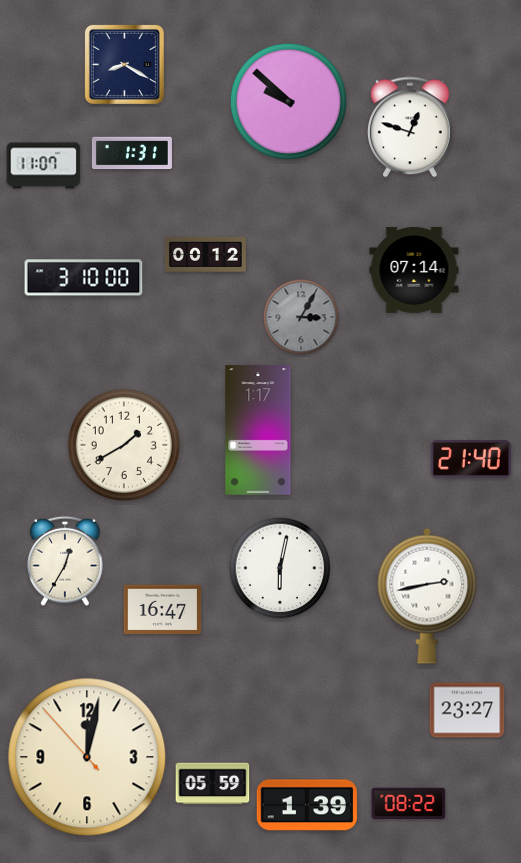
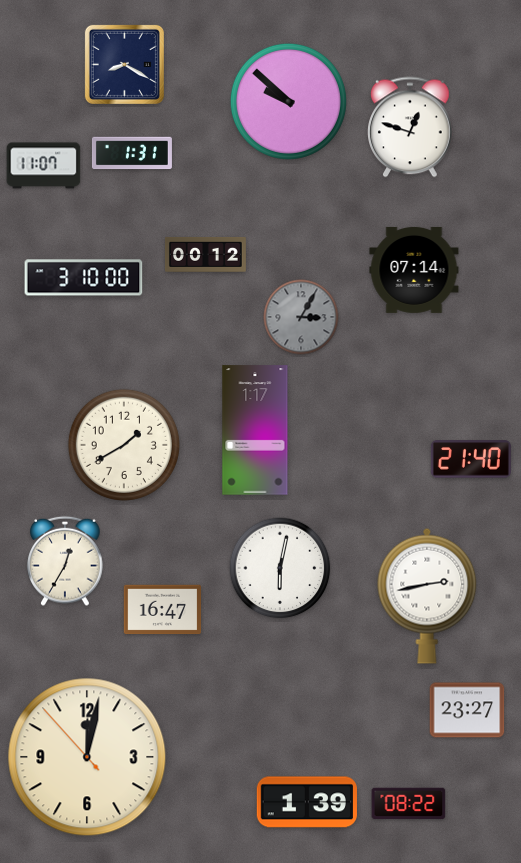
clock at (258, 430) position: (258, 430) -> (255, 430)
clock at (213, 784): 05:59 -> none
clock at (307, 805) position: (307, 805) -> (307, 802)
